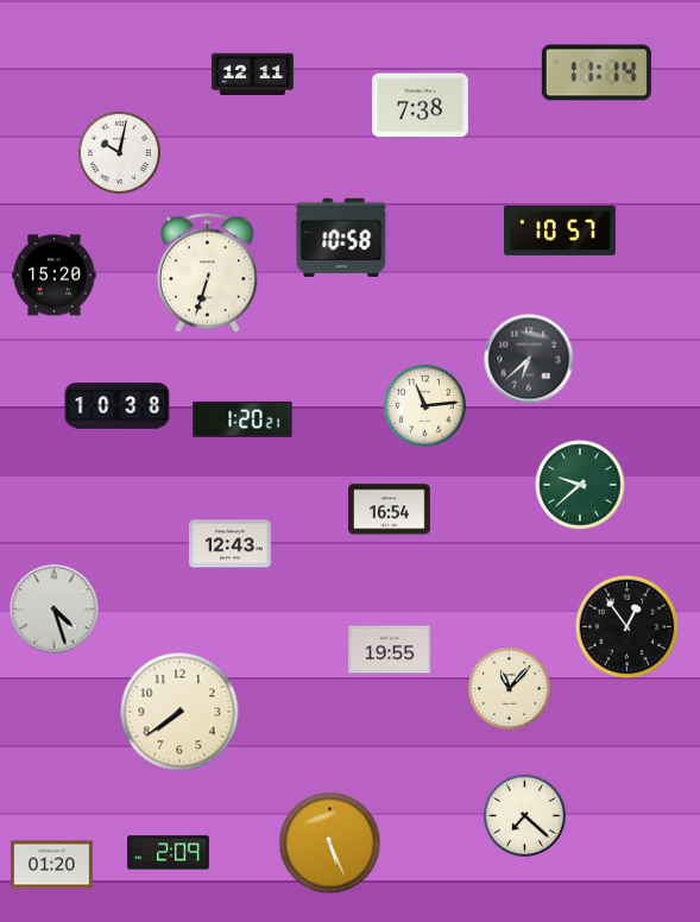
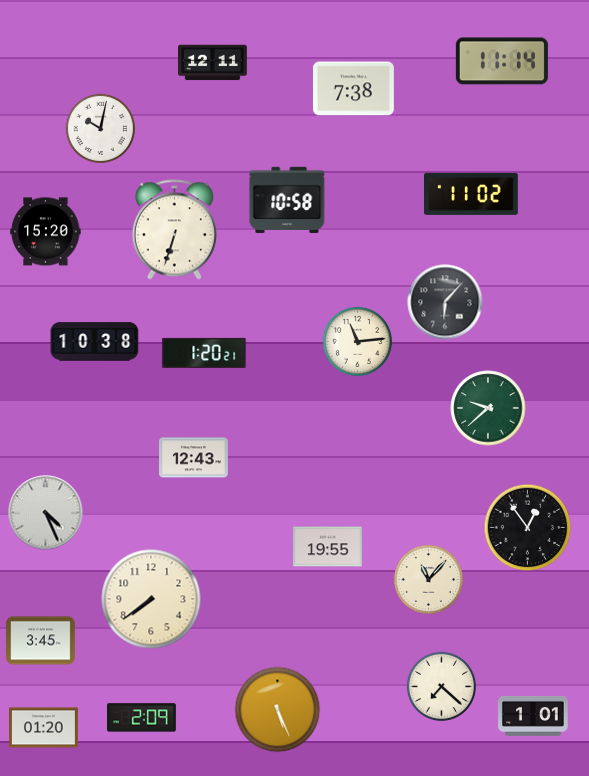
clock at (561, 230): 10:57 -> 11:02
clock at (529, 359): 6:38 -> 6:07
clock at (118, 406) position: (118, 406) -> (95, 342)
clock at (390, 510): 16:54 -> none
clock at (55, 610): 4:27 -> 4:26
clock at (41, 641): none -> 3:45
clock at (533, 716): none -> 1:01
